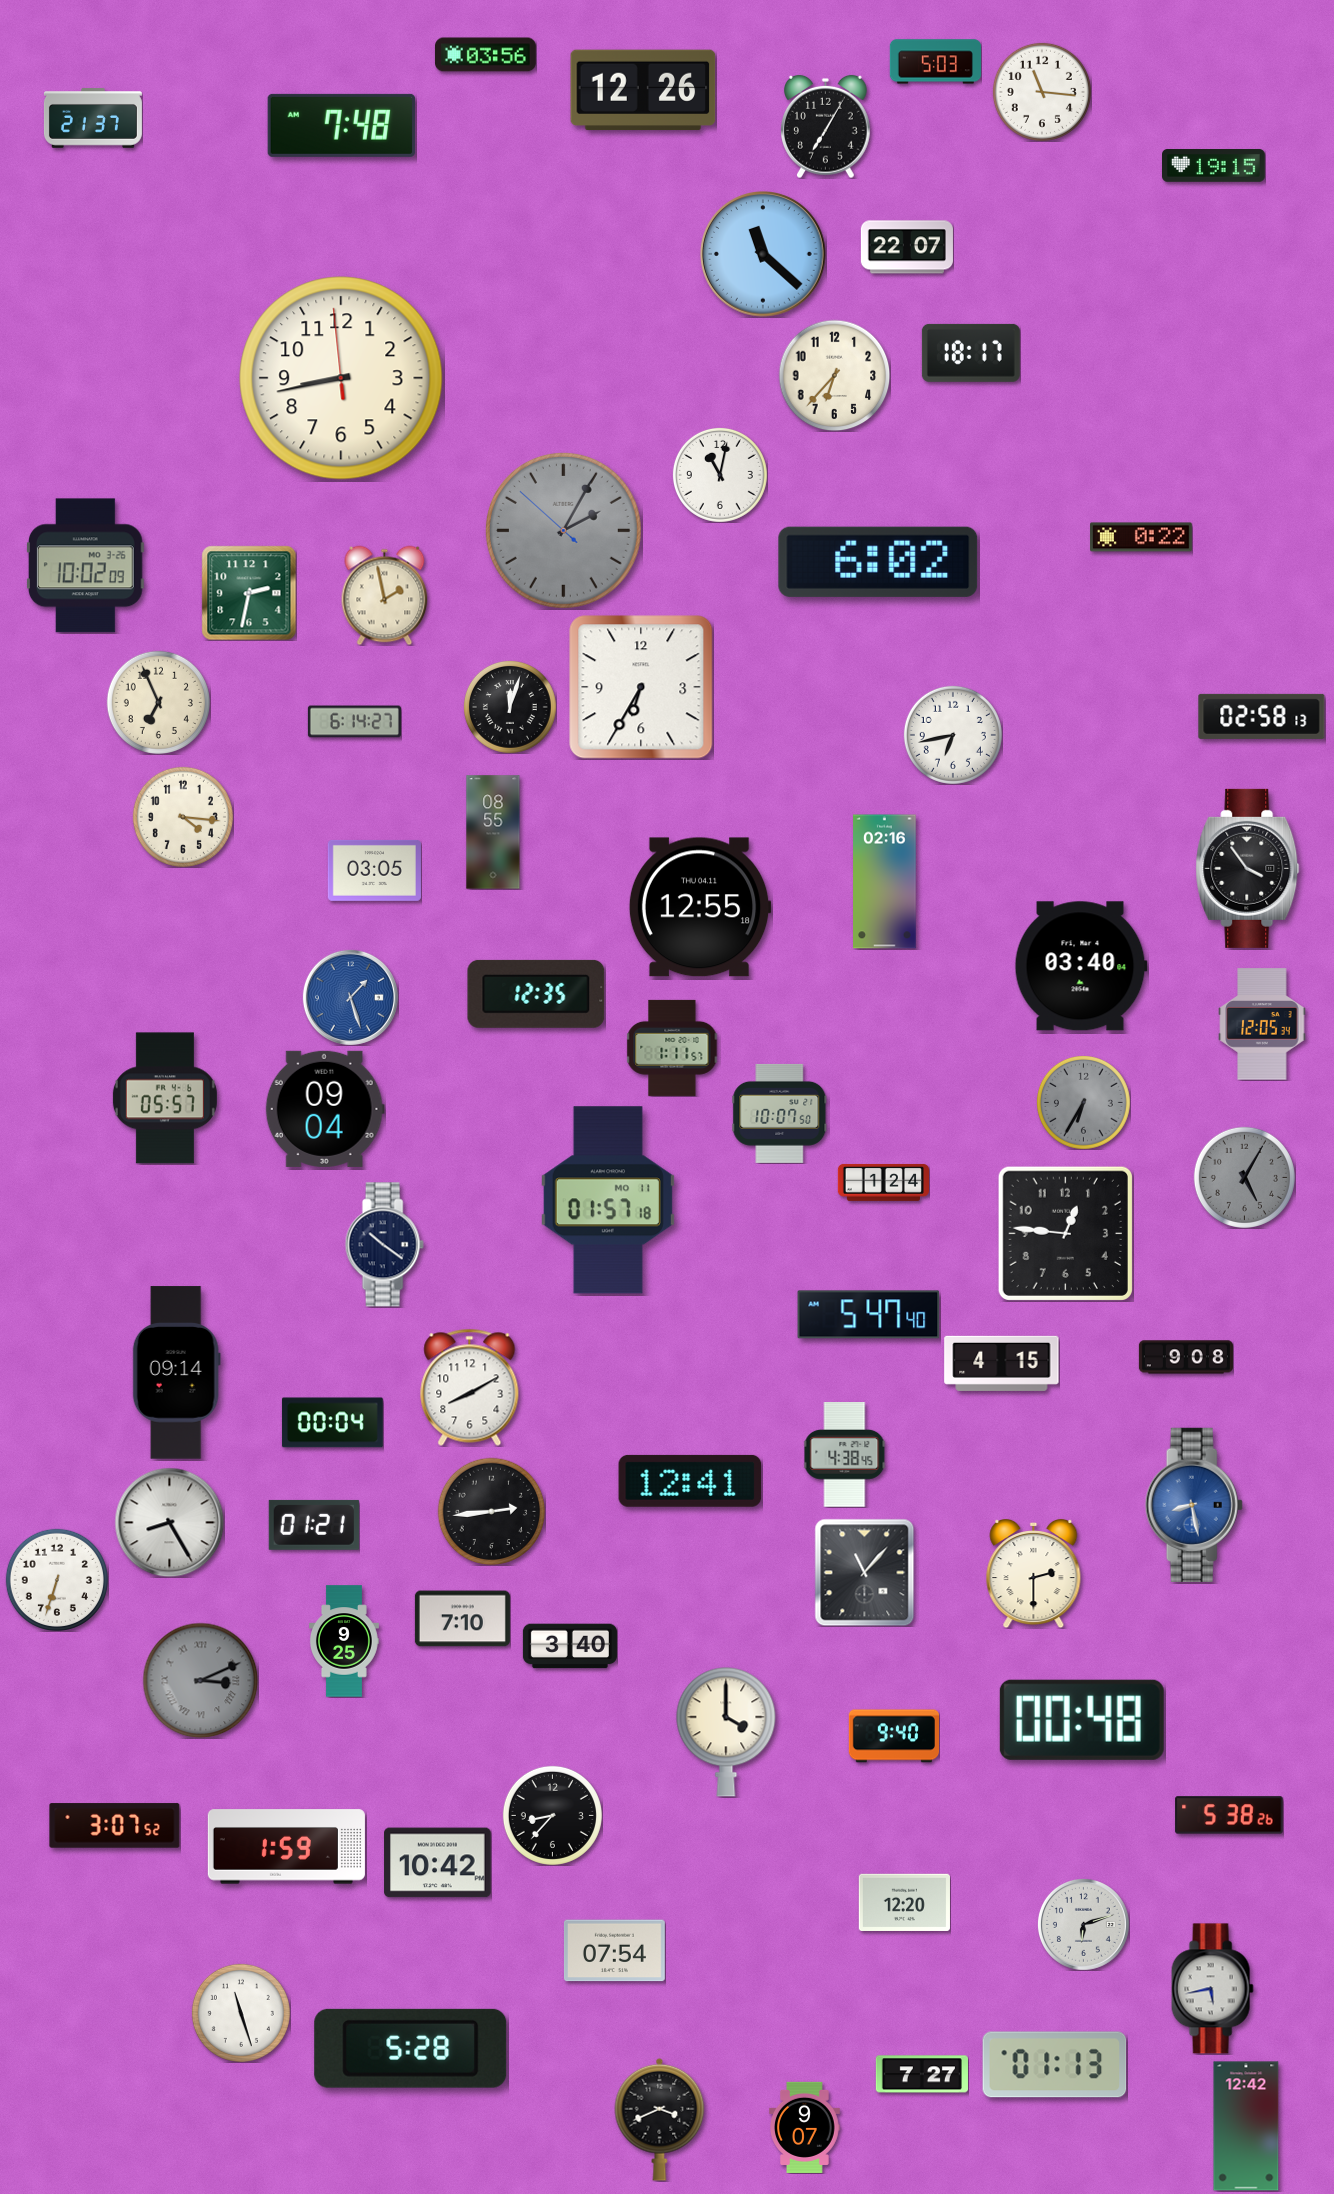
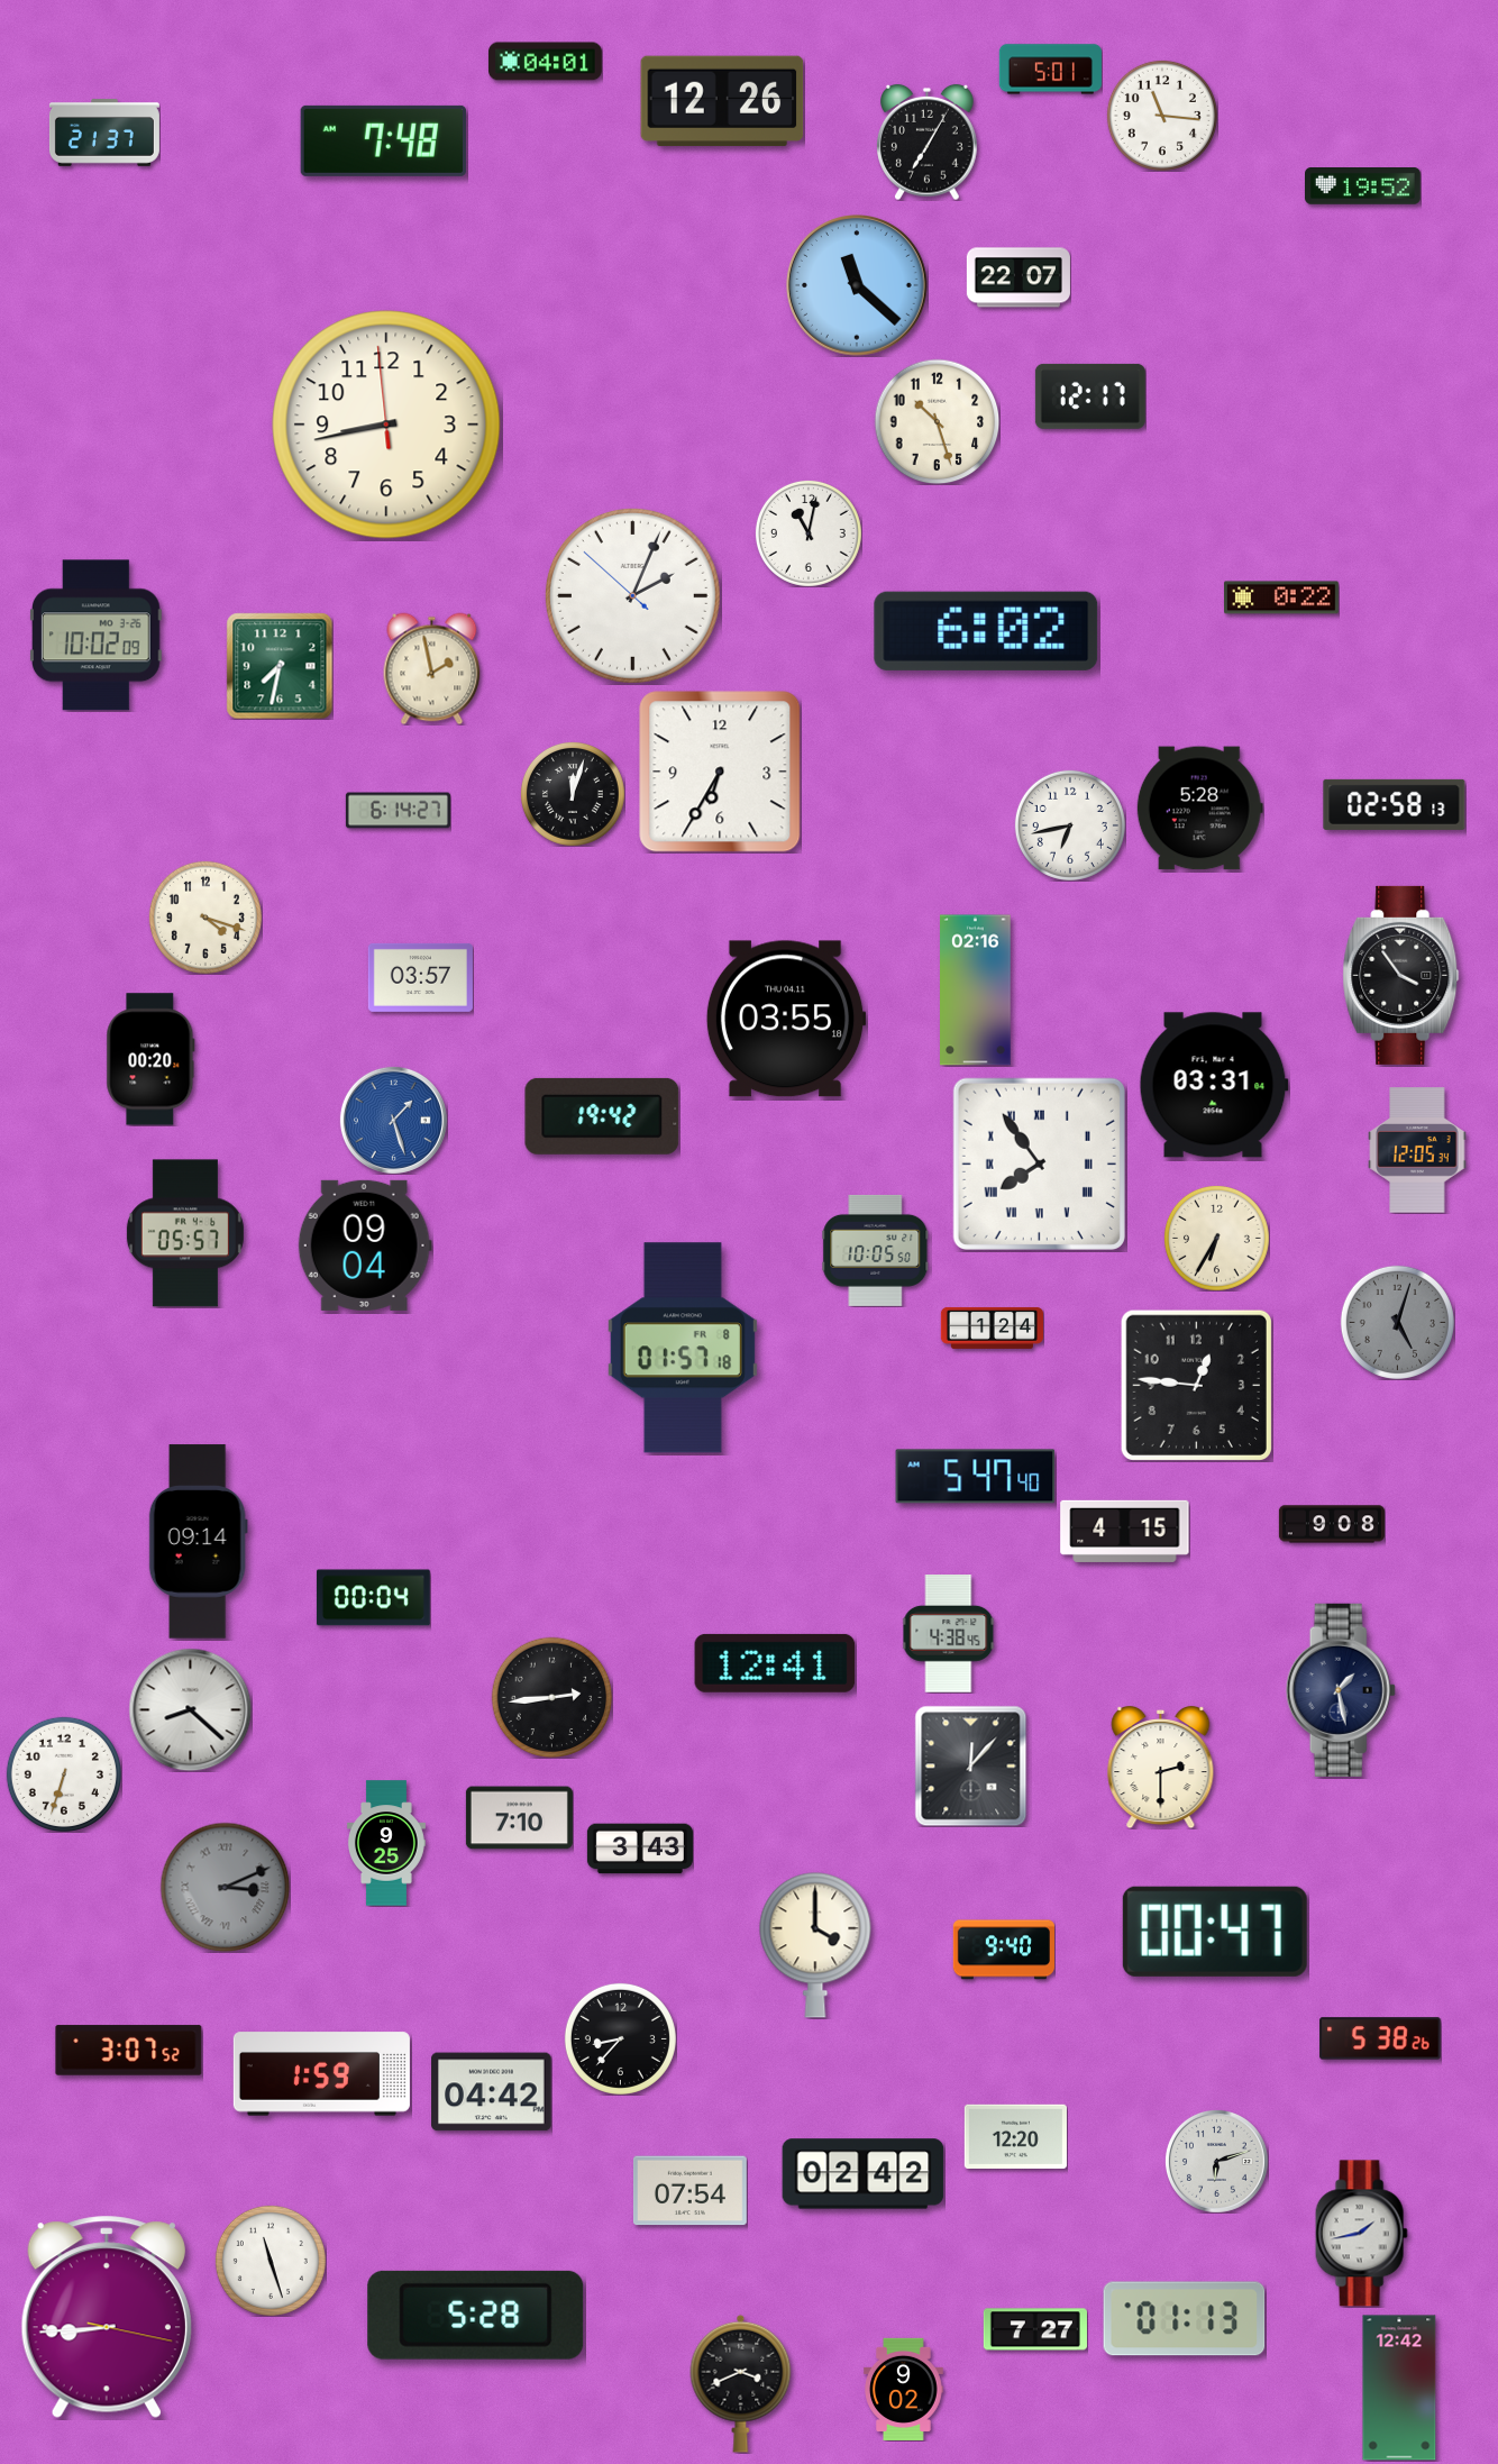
clock at (485, 55): 03:56 -> 04:01
clock at (935, 62): 5:03 -> 5:01
clock at (1042, 92) position: (1042, 92) -> (1162, 116)
clock at (1214, 166): 19:15 -> 19:52
clock at (971, 353): 18:17 -> 12:17
clock at (834, 375): 6:37 -> 10:27
clock at (341, 378) position: (341, 378) -> (386, 425)
clock at (563, 530): 2:04 -> 2:03
clock at (563, 530) dial: grey -> white
clock at (1142, 537) position: (1142, 537) -> (1282, 597)
clock at (249, 593): 2:32 -> 7:32
clock at (158, 702): 6:56 -> none
clock at (1262, 716) position: (1262, 716) -> (1395, 804)
clock at (1199, 809): none -> 5:28
clock at (183, 817): 4:16 -> 4:18
clock at (493, 832): 08:55 -> none
clock at (374, 870): 03:05 -> 03:57
clock at (885, 882) position: (885, 882) -> (976, 991)
clock at (700, 907): 12:55 -> 03:55
clock at (150, 1059): none -> 00:20
clock at (1081, 966): 03:40 -> 03:31
clock at (536, 994): 12:35 -> 19:42
clock at (1039, 1163): none -> 7:54
clock at (672, 1048): 1:11 -> none
clock at (1083, 1102) dial: grey -> cream
clock at (780, 1113): 10:07 -> 10:05
clock at (1244, 1177): 5:05 -> 5:03
clock at (608, 1200) date: MO 11 -> FR 8
clock at (384, 1245): 10:21 -> none
clock at (470, 1387): 8:10 -> none
clock at (1194, 1505): 8:28 -> 1:28
clock at (1194, 1505) dial: blue -> navy
clock at (169, 1522): 8:25 -> 8:22
clock at (314, 1525): 01:21 -> none
clock at (865, 1572): 11:07 -> 12:07
clock at (570, 1646): 3:40 -> 3:43
clock at (1082, 1720): 00:48 -> 00:47
clock at (438, 1863): 10:42 -> 04:42
clock at (864, 2174): none -> 02:42
clock at (1212, 1989): 5:43 -> 1:43
clock at (411, 2048) position: (411, 2048) -> (476, 2315)
clock at (107, 2317): none -> 8:44
clock at (660, 2119) position: (660, 2119) -> (741, 2383)
clock at (805, 2127): 9:07 -> 9:02
